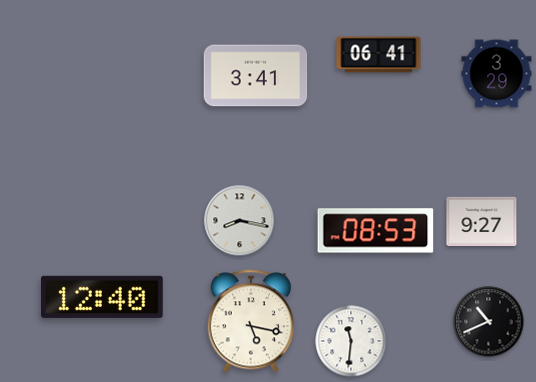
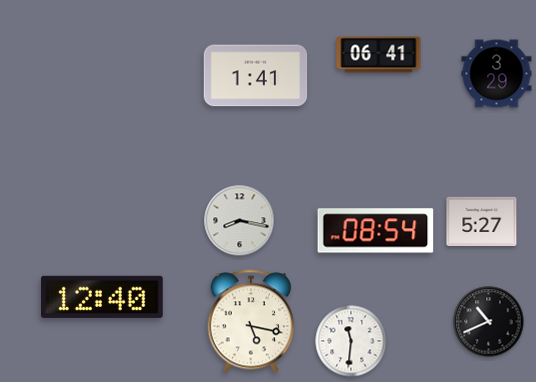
clock at (256, 76): 3:41 -> 1:41
clock at (482, 221): 9:27 -> 5:27
clock at (376, 231): 08:53 -> 08:54
